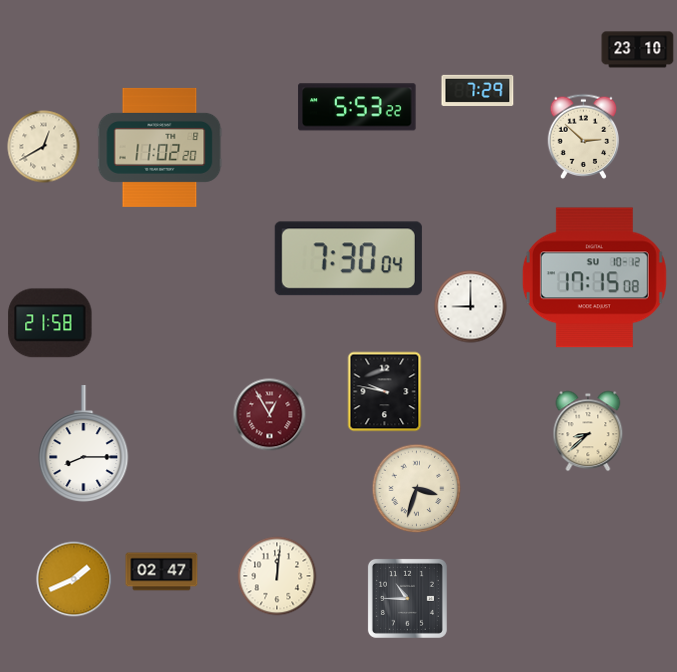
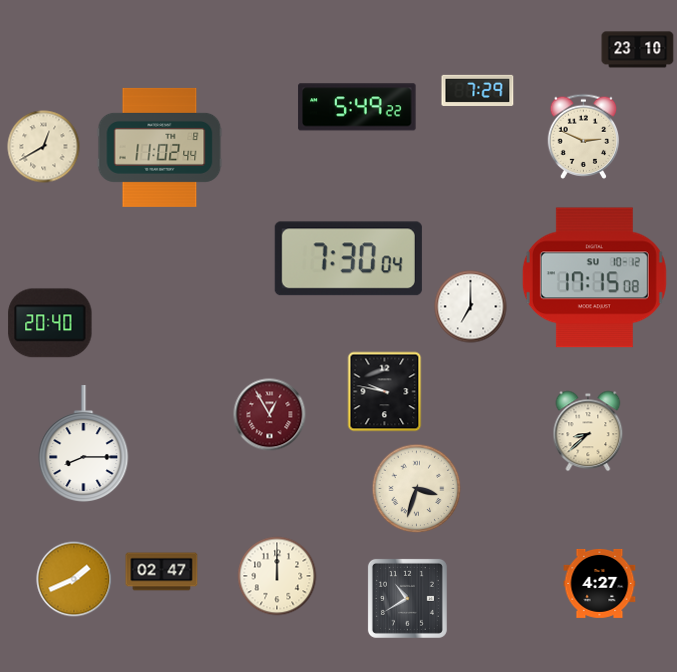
clock at (357, 107): 5:53 -> 5:49
clock at (584, 136): 2:52 -> 2:49
clock at (160, 147): 11:02:20 -> 11:02:44
clock at (471, 307): 9:00 -> 7:00
clock at (50, 323): 21:58 -> 20:40
clock at (277, 576): 12:01 -> 12:00
clock at (600, 583): none -> 4:27
clock at (407, 598): 10:45 -> 10:40
